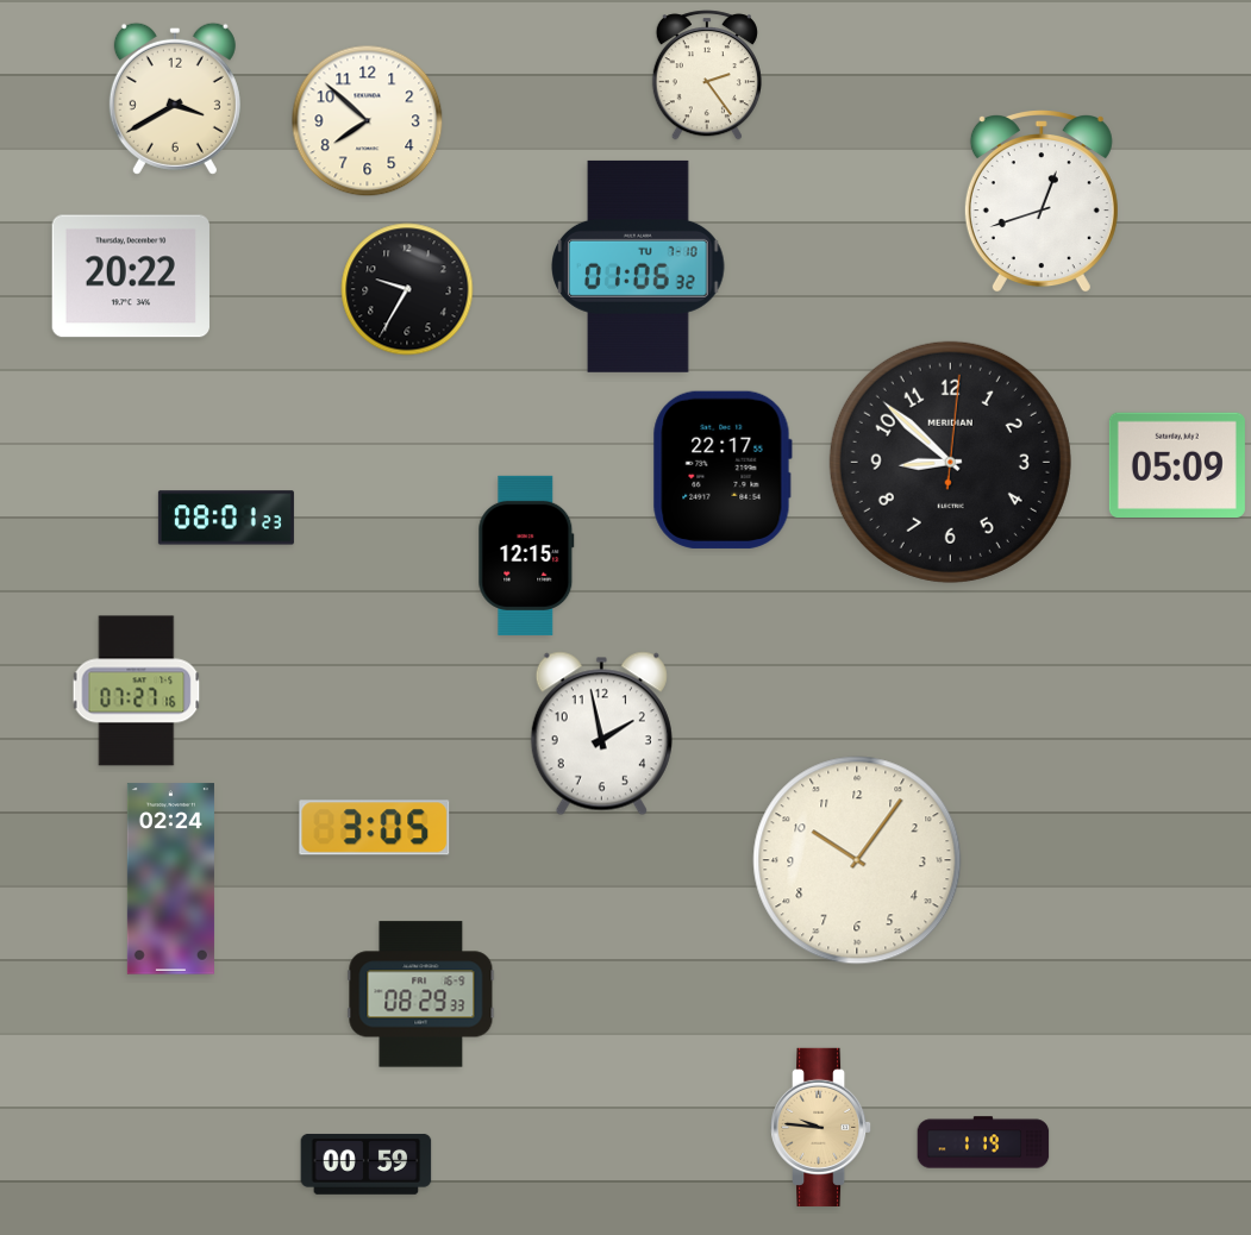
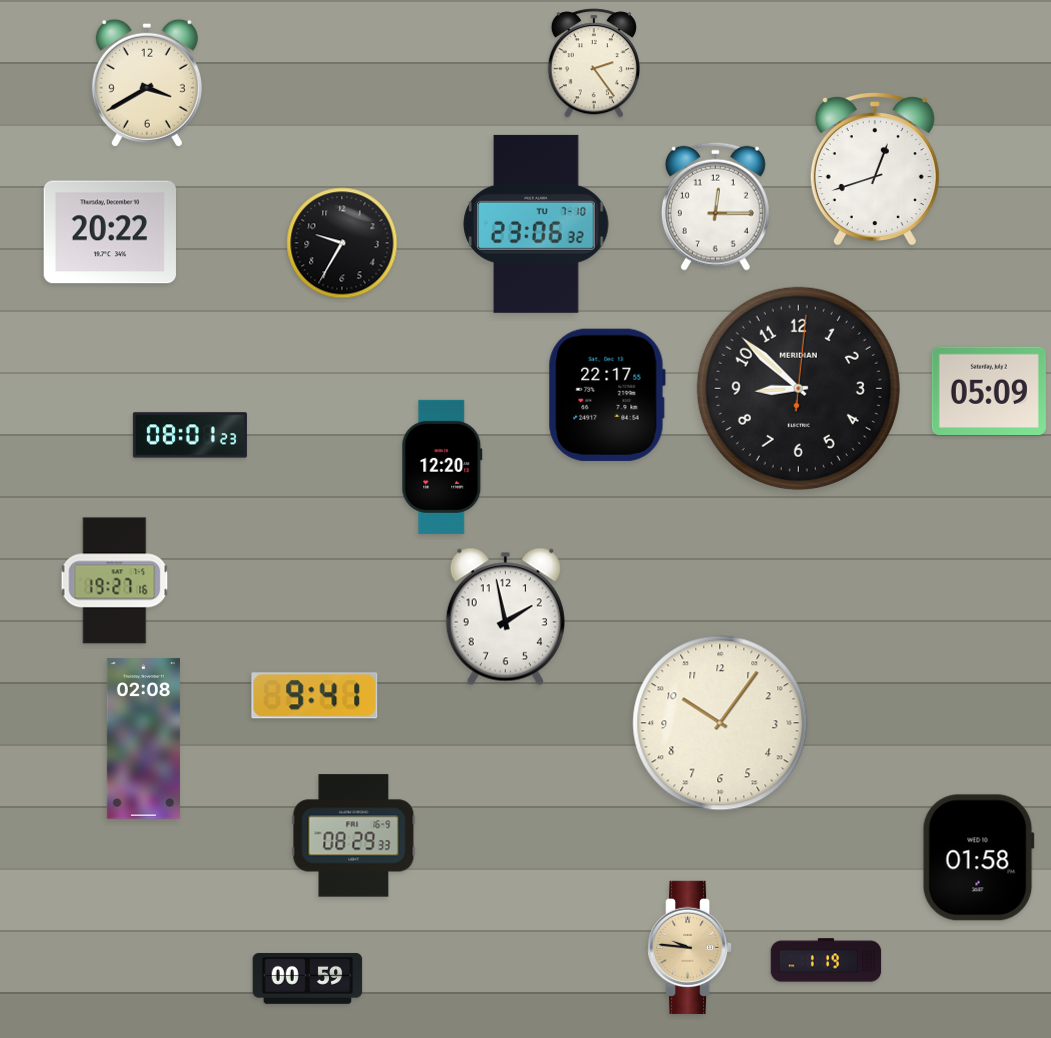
clock at (368, 121): 7:52 -> none
clock at (715, 206): none -> 12:15
clock at (638, 267): 01:06 -> 23:06
clock at (526, 556): 12:15 -> 12:20
clock at (137, 691): 07:27 -> 19:27
clock at (375, 828): 3:05 -> 9:41
clock at (170, 879): 02:24 -> 02:08
clock at (978, 858): none -> 01:58
